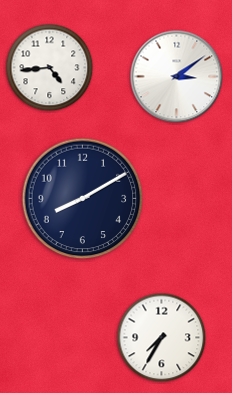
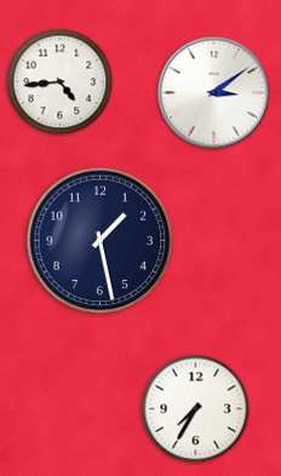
clock at (83, 199): 8:10 -> 1:28
